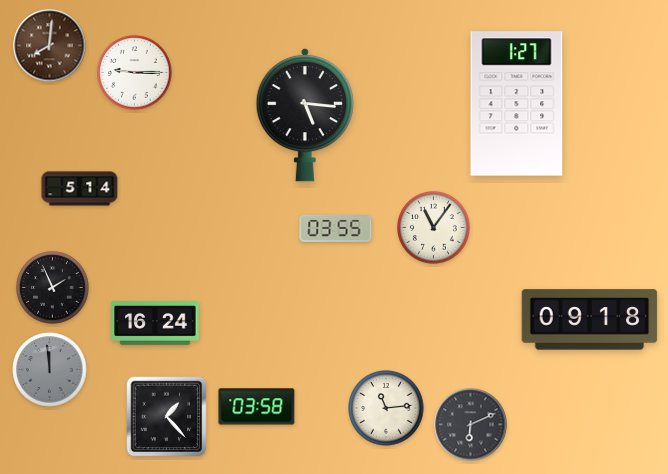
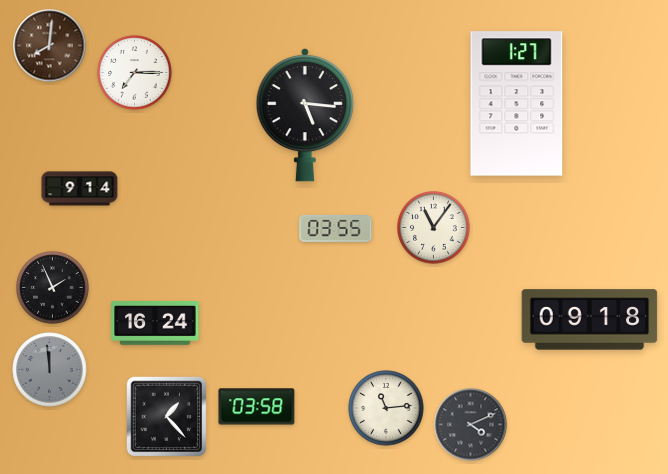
clock at (135, 73): 9:15 -> 7:15
clock at (80, 189): 5:14 -> 9:14
clock at (471, 425): 6:11 -> 4:11
